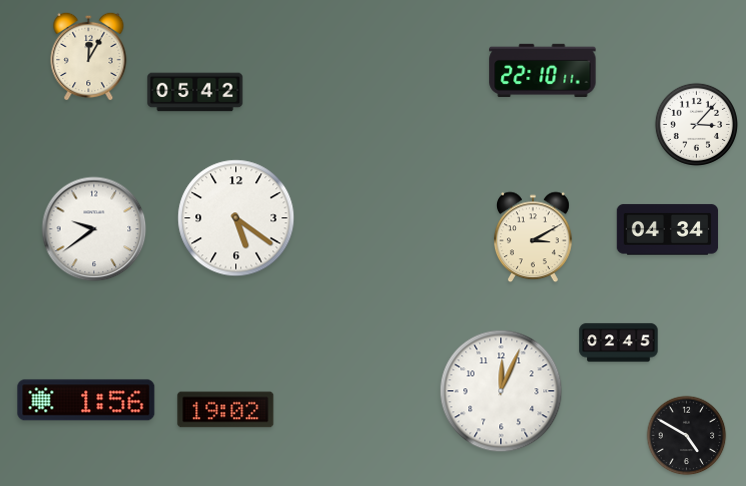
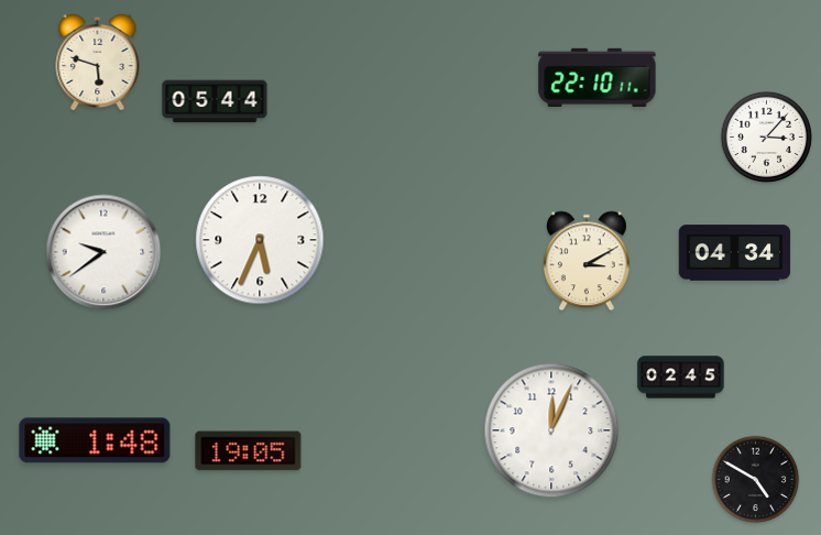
clock at (89, 56): 12:05 -> 5:48
clock at (195, 92): 05:42 -> 05:44
clock at (236, 218): 5:21 -> 5:34
clock at (86, 400): 1:56 -> 1:48
clock at (226, 410): 19:02 -> 19:05
